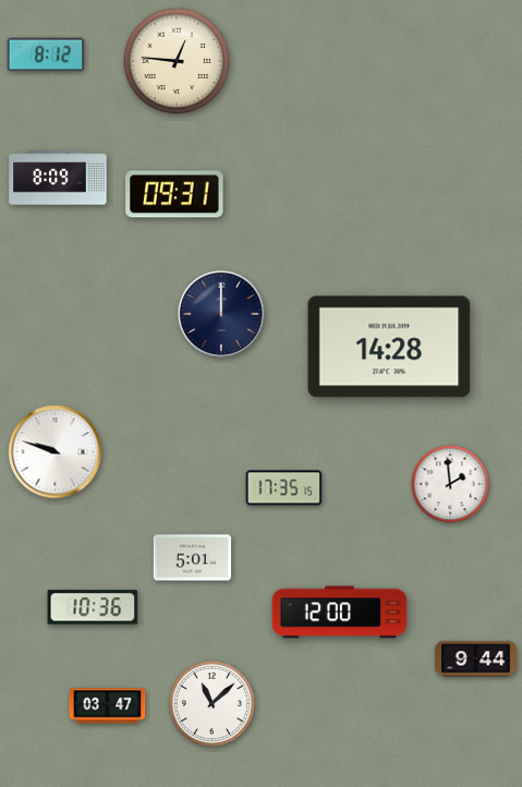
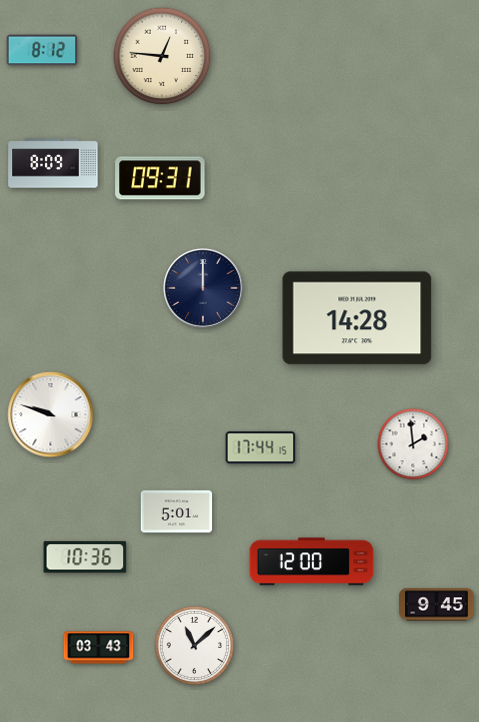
clock at (284, 488): 17:35 -> 17:44
clock at (476, 659): 9:44 -> 9:45
clock at (108, 706): 03:47 -> 03:43
